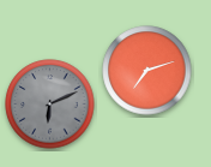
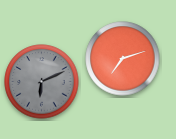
clock at (50, 105) position: (50, 105) -> (42, 82)
